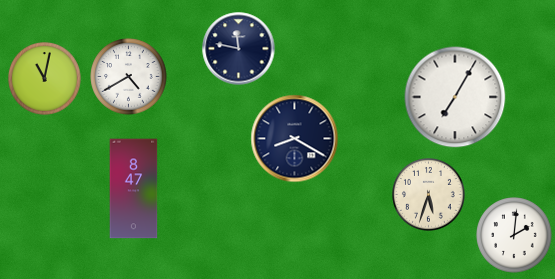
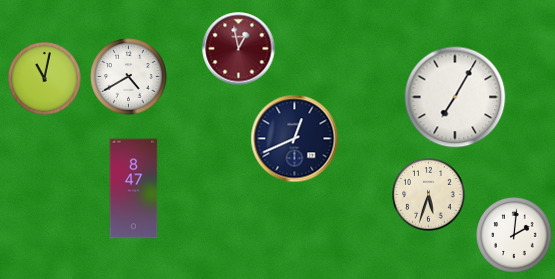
clock at (239, 49): 11:47 -> 12:58
clock at (239, 49) dial: navy -> burgundy
clock at (295, 139): 8:20 -> 12:41
